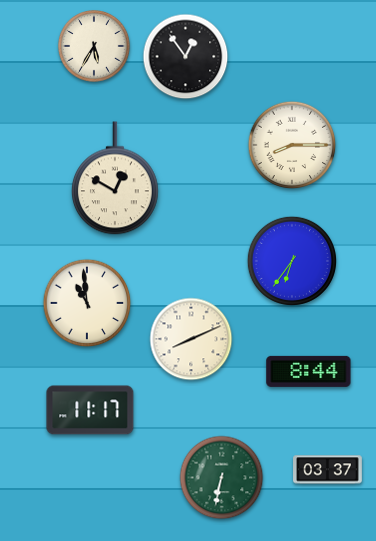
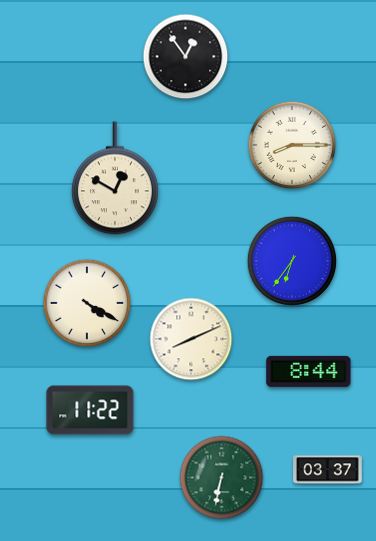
clock at (95, 47): 5:35 -> none
clock at (87, 303): 10:59 -> 4:20
clock at (90, 410): 11:17 -> 11:22
